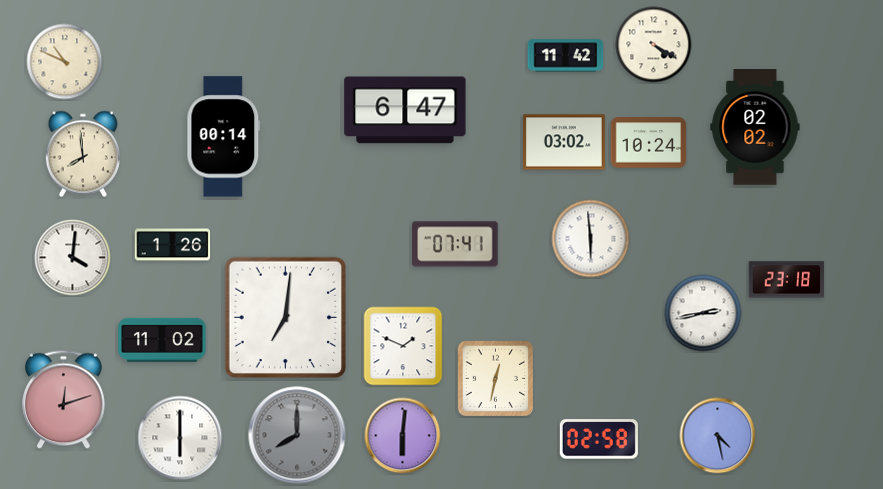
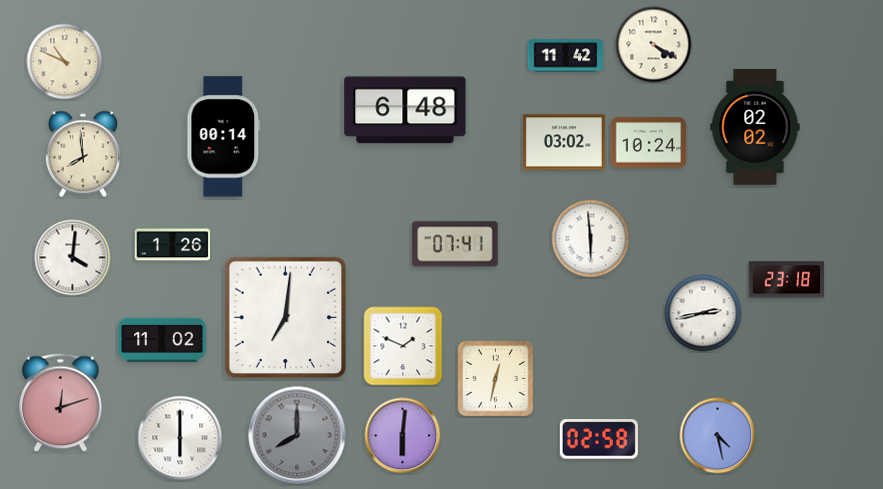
clock at (405, 110): 6:47 -> 6:48
clock at (64, 400) position: (64, 400) -> (61, 403)
